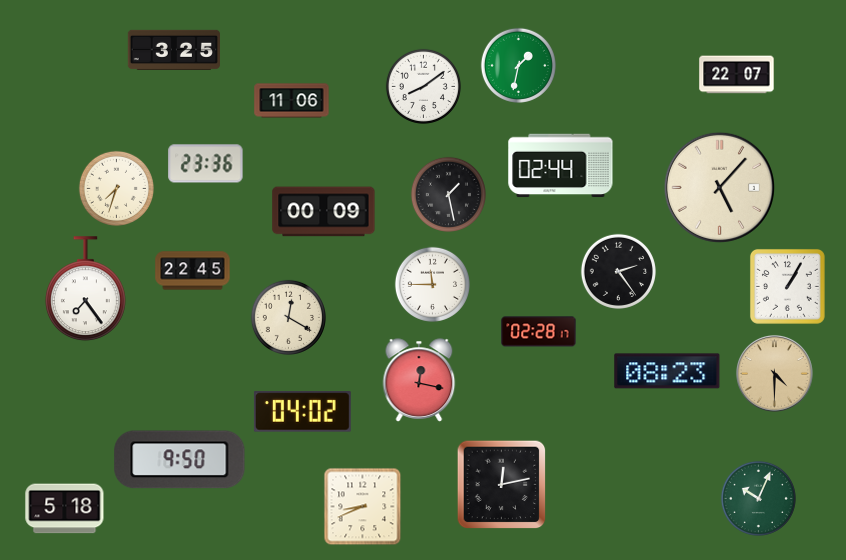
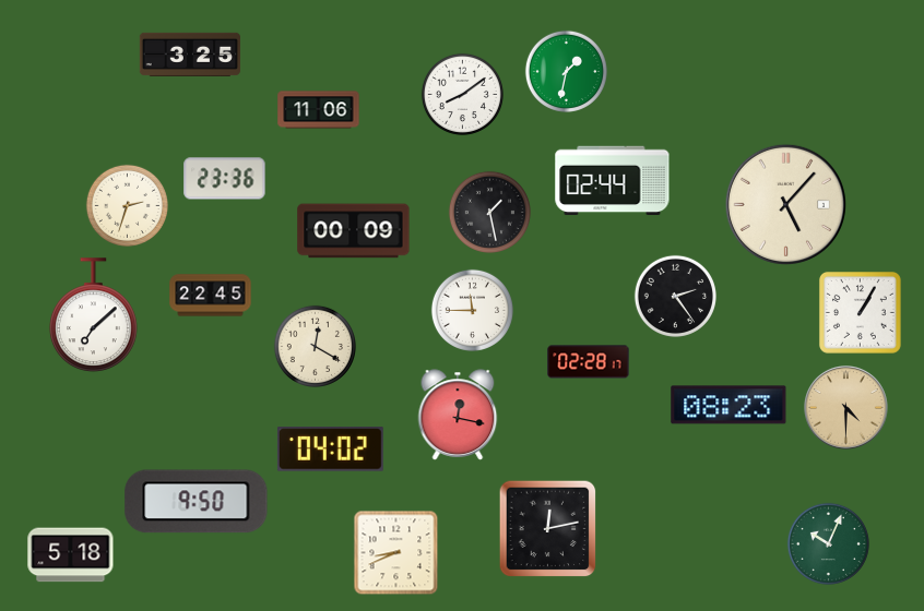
clock at (737, 75): 22:07 -> none
clock at (116, 188): 7:33 -> 2:33
clock at (85, 289): 7:24 -> 7:08
